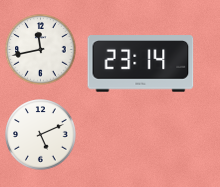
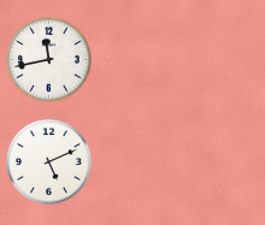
clock at (141, 64): 23:14 -> none
